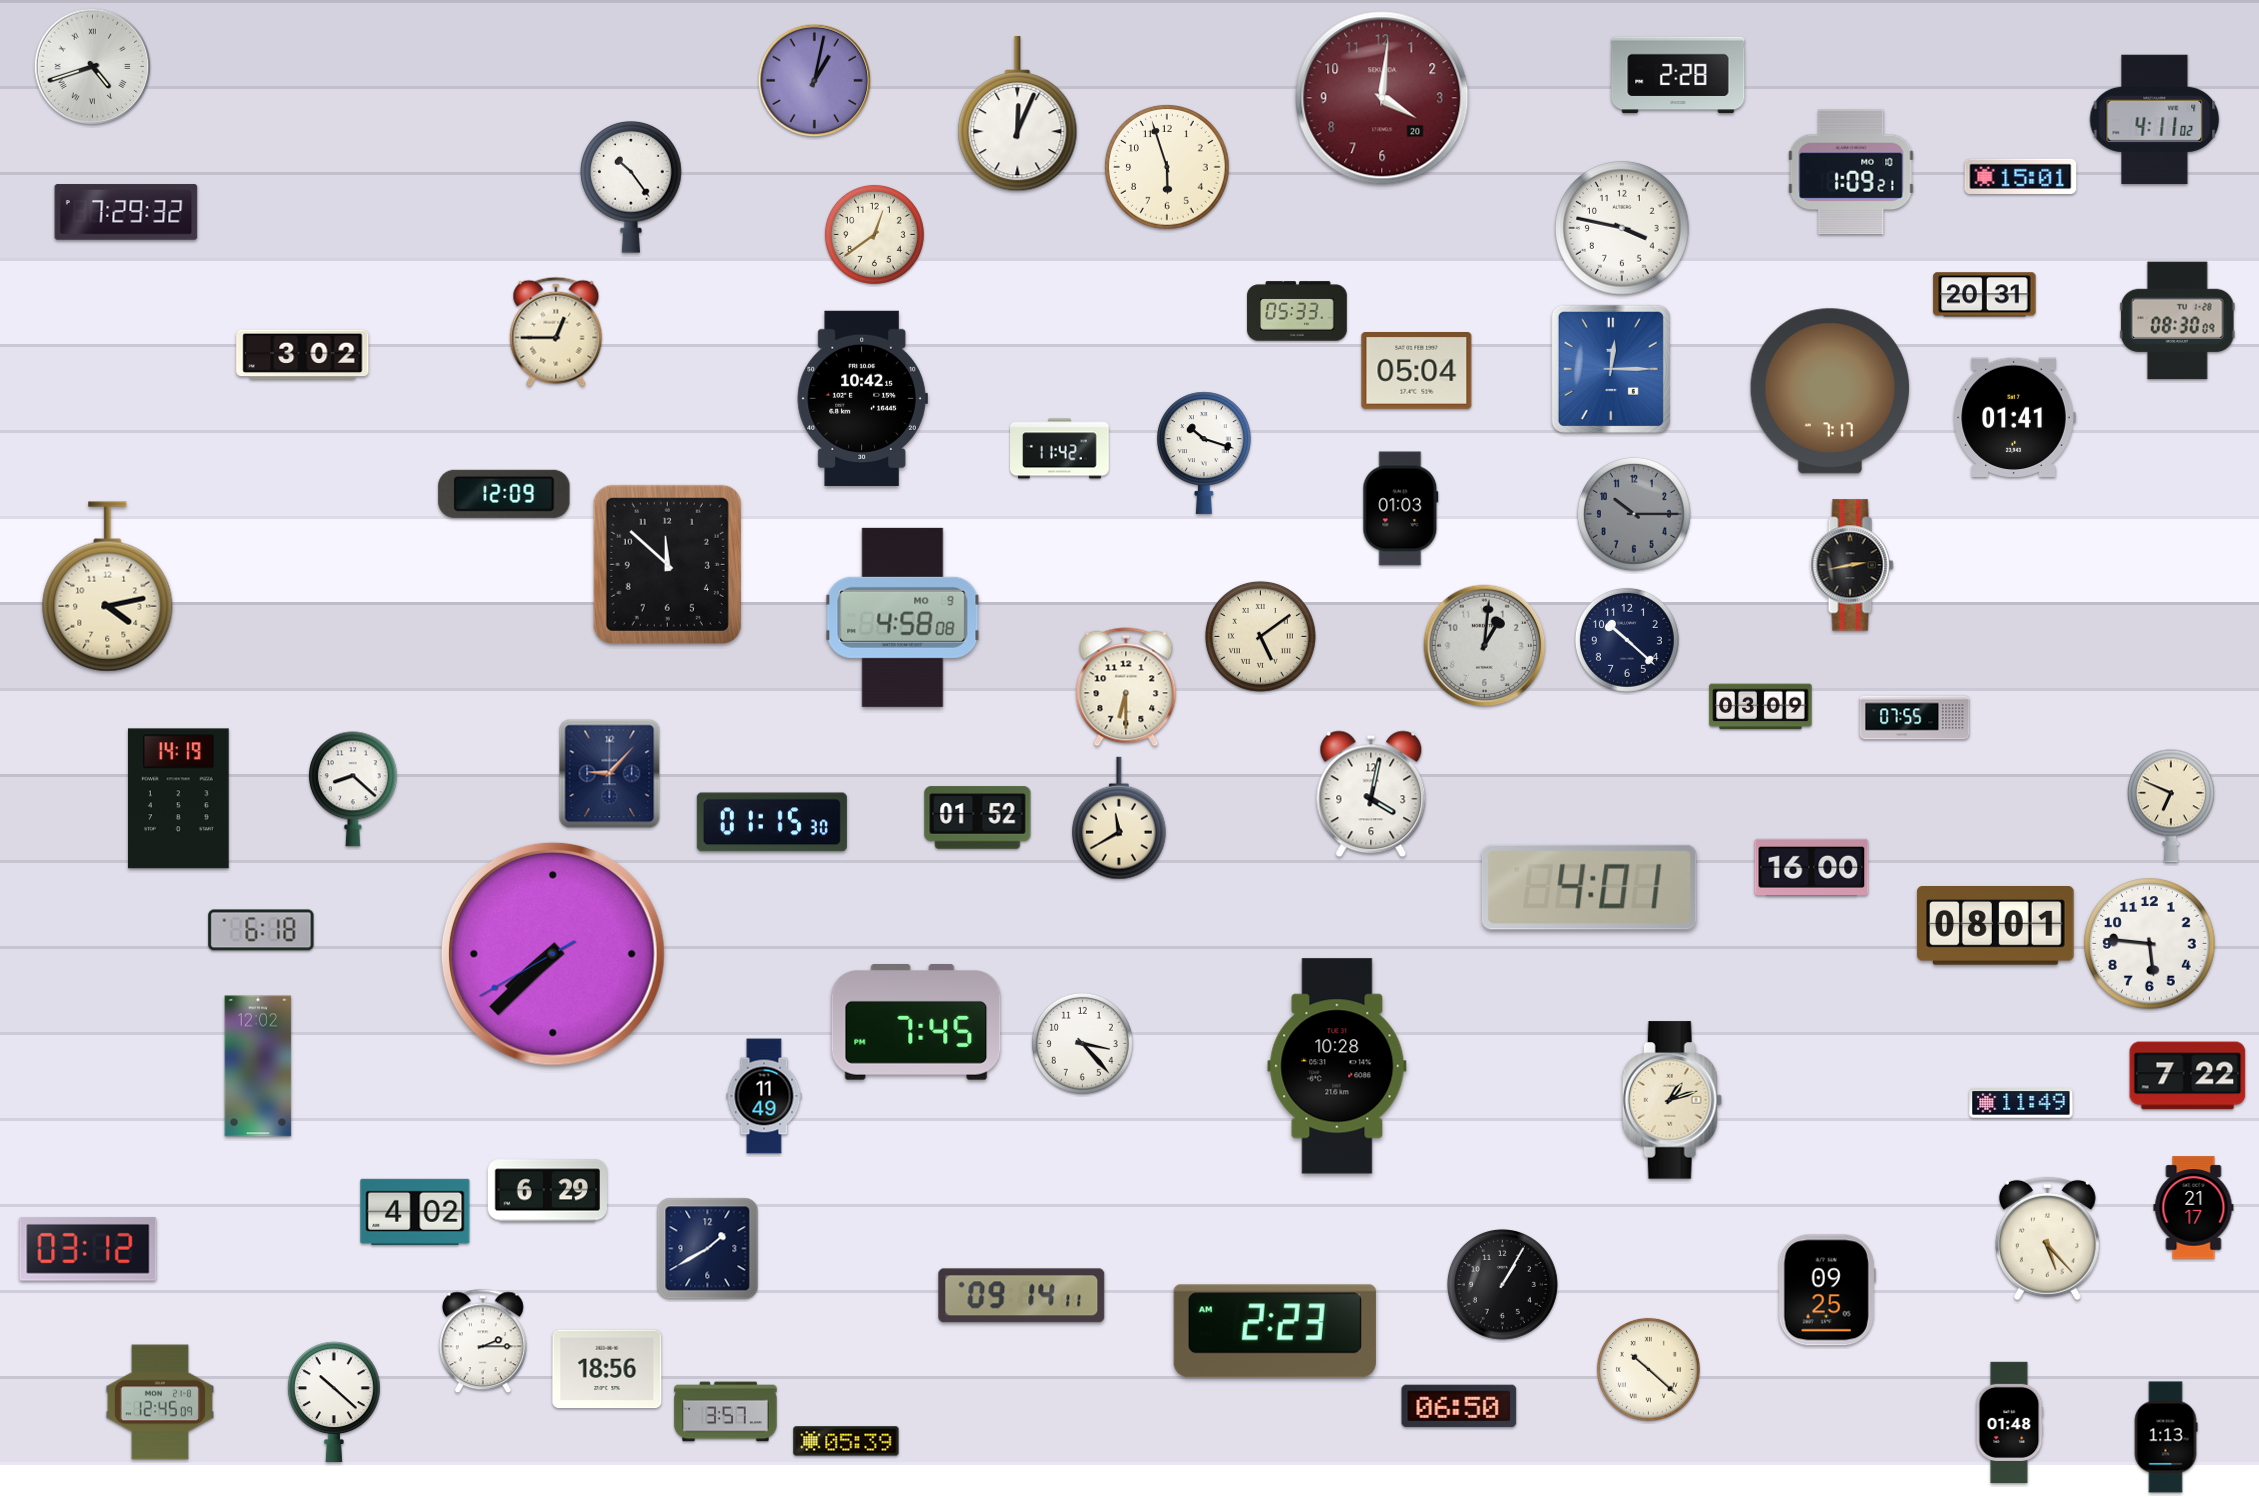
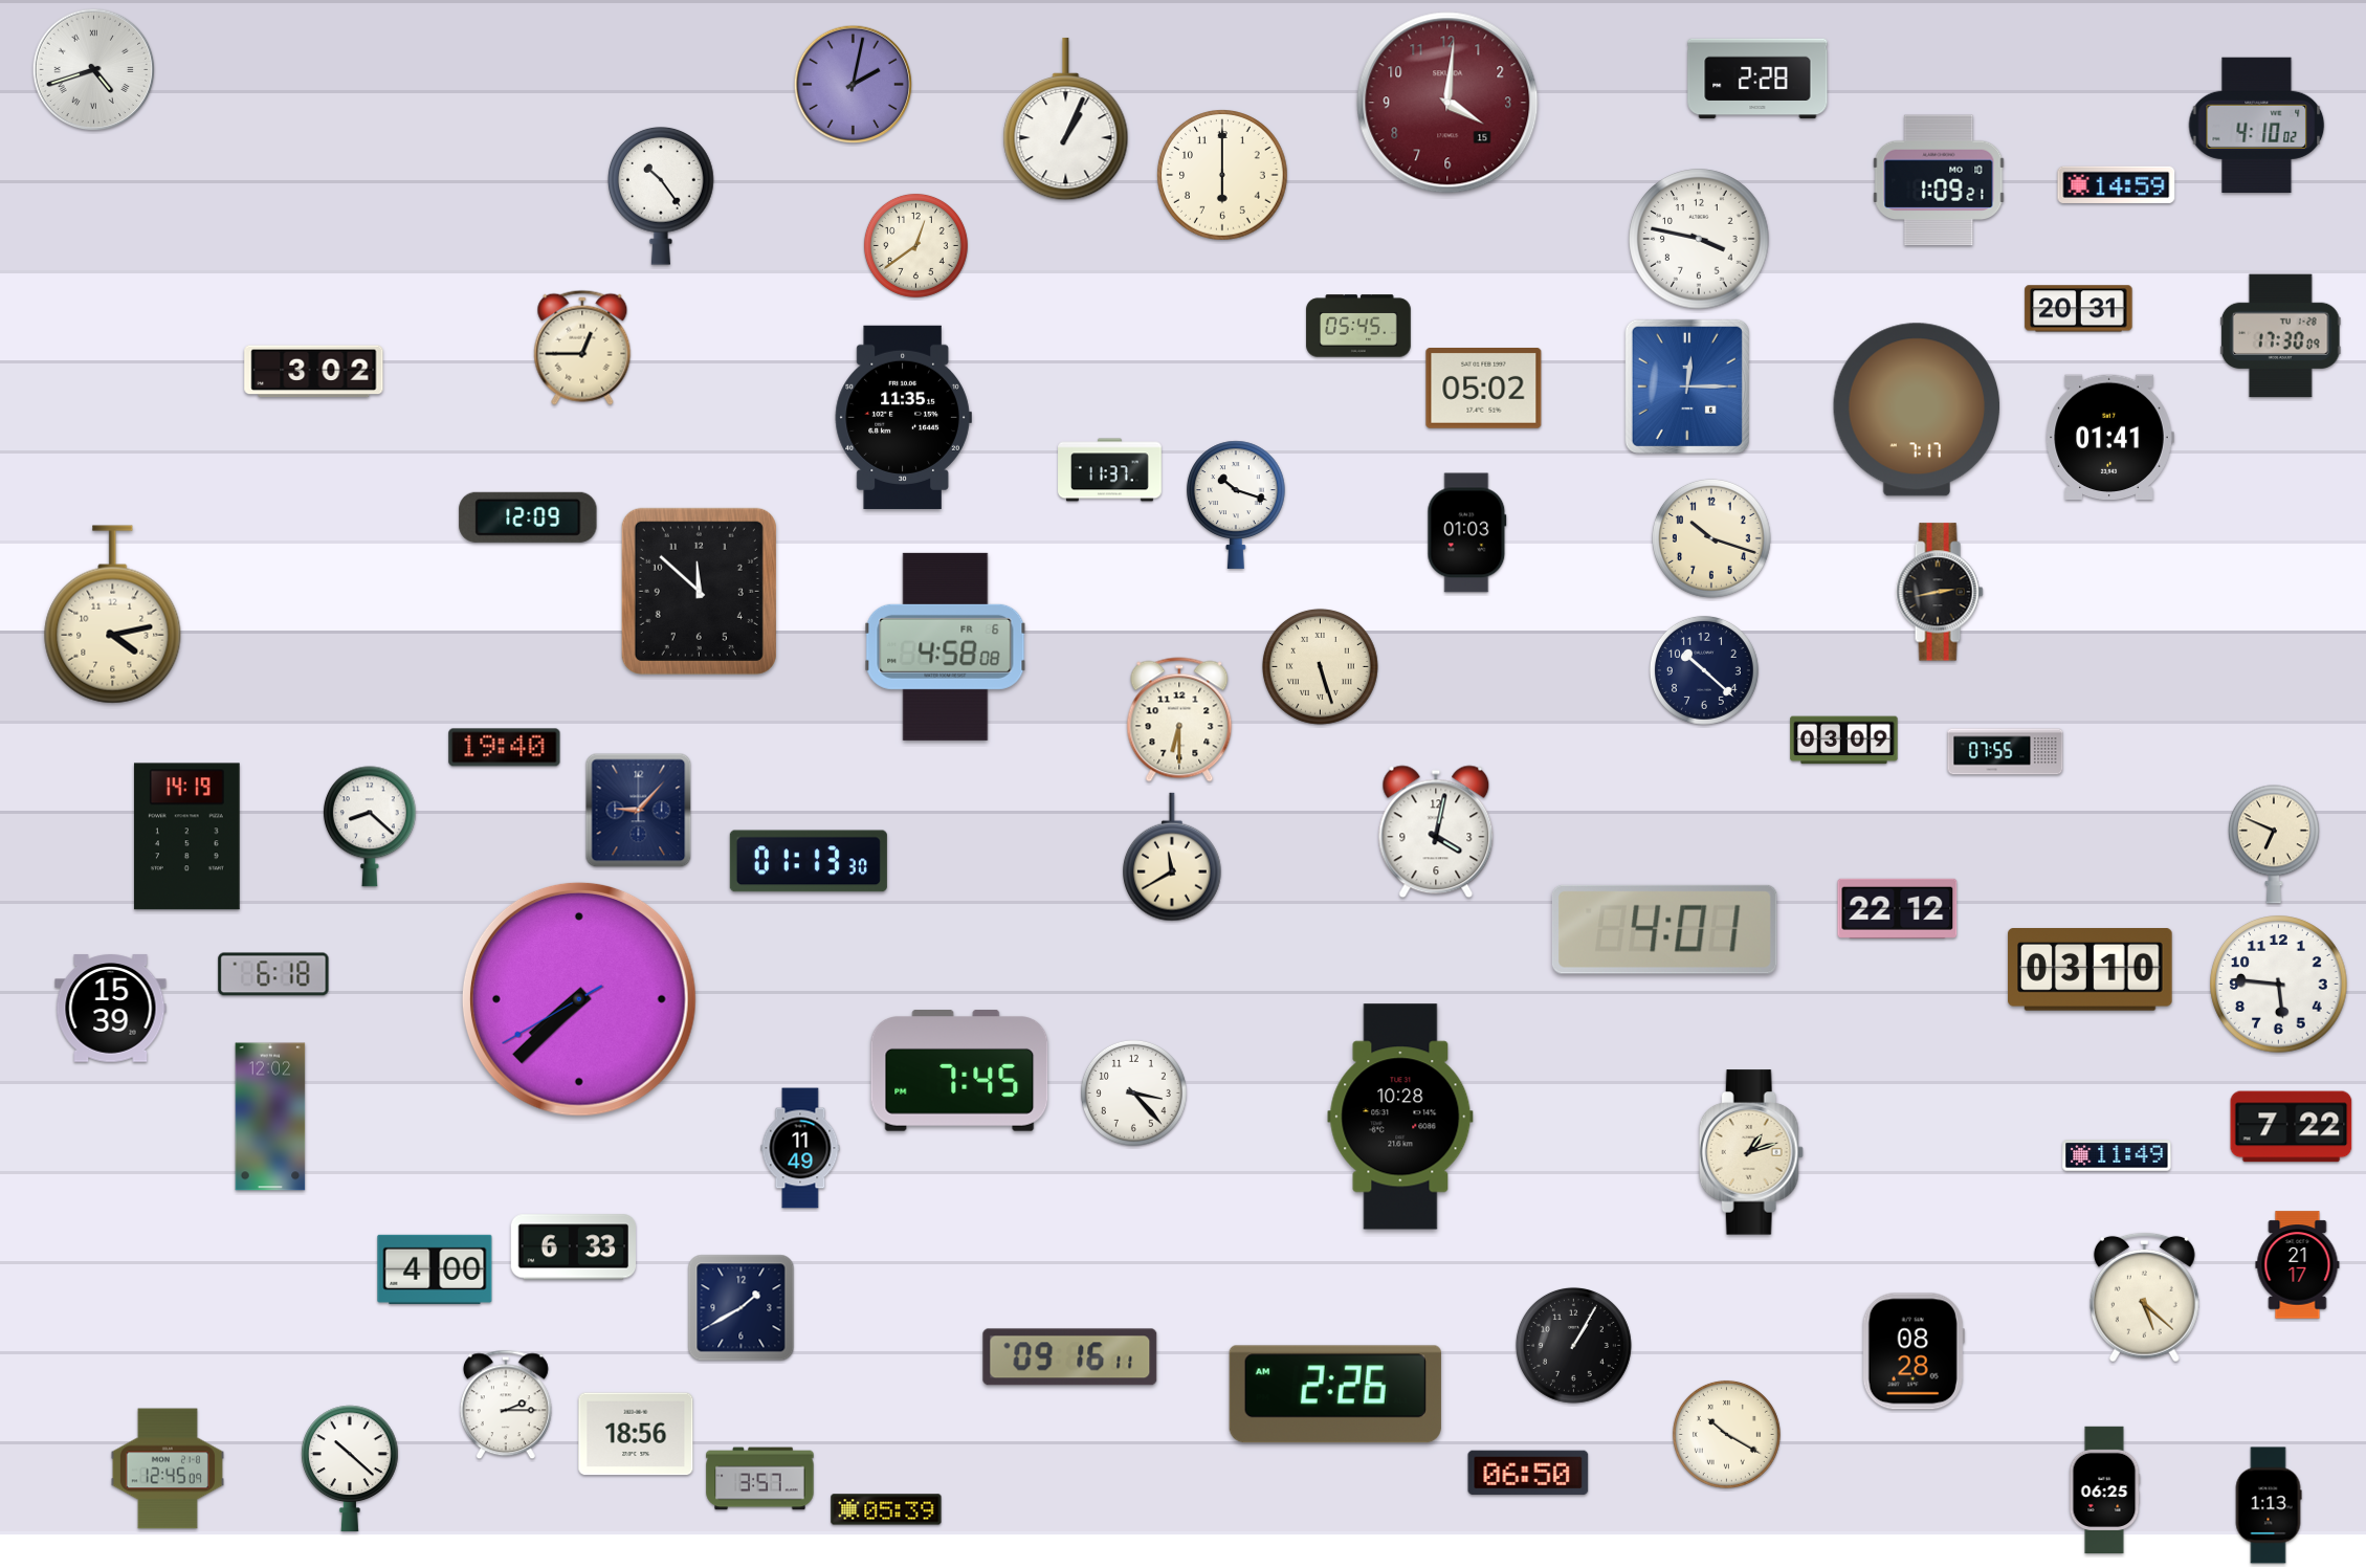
clock at (93, 67) position: (93, 67) -> (94, 70)
clock at (815, 81): 1:02 -> 2:02
clock at (1382, 98) date: 20 -> 15
clock at (1018, 114): 12:04 -> 1:04
clock at (2155, 119): 4:11 -> 4:10
clock at (1167, 167): 5:57 -> 6:00
clock at (2021, 176): 15:01 -> 14:59
clock at (126, 212): 7:29 -> none
clock at (1297, 311): 05:33 -> 05:45
clock at (2177, 321): 08:30 -> 17:30
clock at (303, 355) position: (303, 355) -> (314, 372)
clock at (1417, 371): 05:04 -> 05:02
clock at (862, 398): 10:42 -> 11:35
clock at (1060, 449): 11:42 -> 11:37
clock at (1205, 453) position: (1205, 453) -> (1237, 505)
clock at (1634, 514): 10:15 -> 10:18
clock at (1634, 514) dial: grey -> cream
clock at (903, 617) date: MO 9 -> FR 6
clock at (1260, 636): 5:09 -> 5:27
clock at (1485, 646): 1:01 -> none
clock at (505, 748): none -> 19:40
clock at (978, 818): 01:52 -> none
clock at (772, 822): 01:15 -> 01:13
clock at (1812, 867): 16:00 -> 22:12
clock at (1996, 926): 08:01 -> 03:10
clock at (2150, 944) position: (2150, 944) -> (2279, 985)
clock at (111, 1009): none -> 15:39
clock at (547, 1191): 6:29 -> 6:33
clock at (415, 1212): 4:02 -> 4:00
clock at (2047, 1238): 5:23 -> 5:22
clock at (88, 1250): 03:12 -> none
clock at (1827, 1290): 09:25 -> 08:28
clock at (1022, 1296): 09:14 -> 09:16
clock at (1275, 1331): 2:23 -> 2:26
clock at (1648, 1369): 10:22 -> 10:20
clock at (2009, 1422): 01:48 -> 06:25
